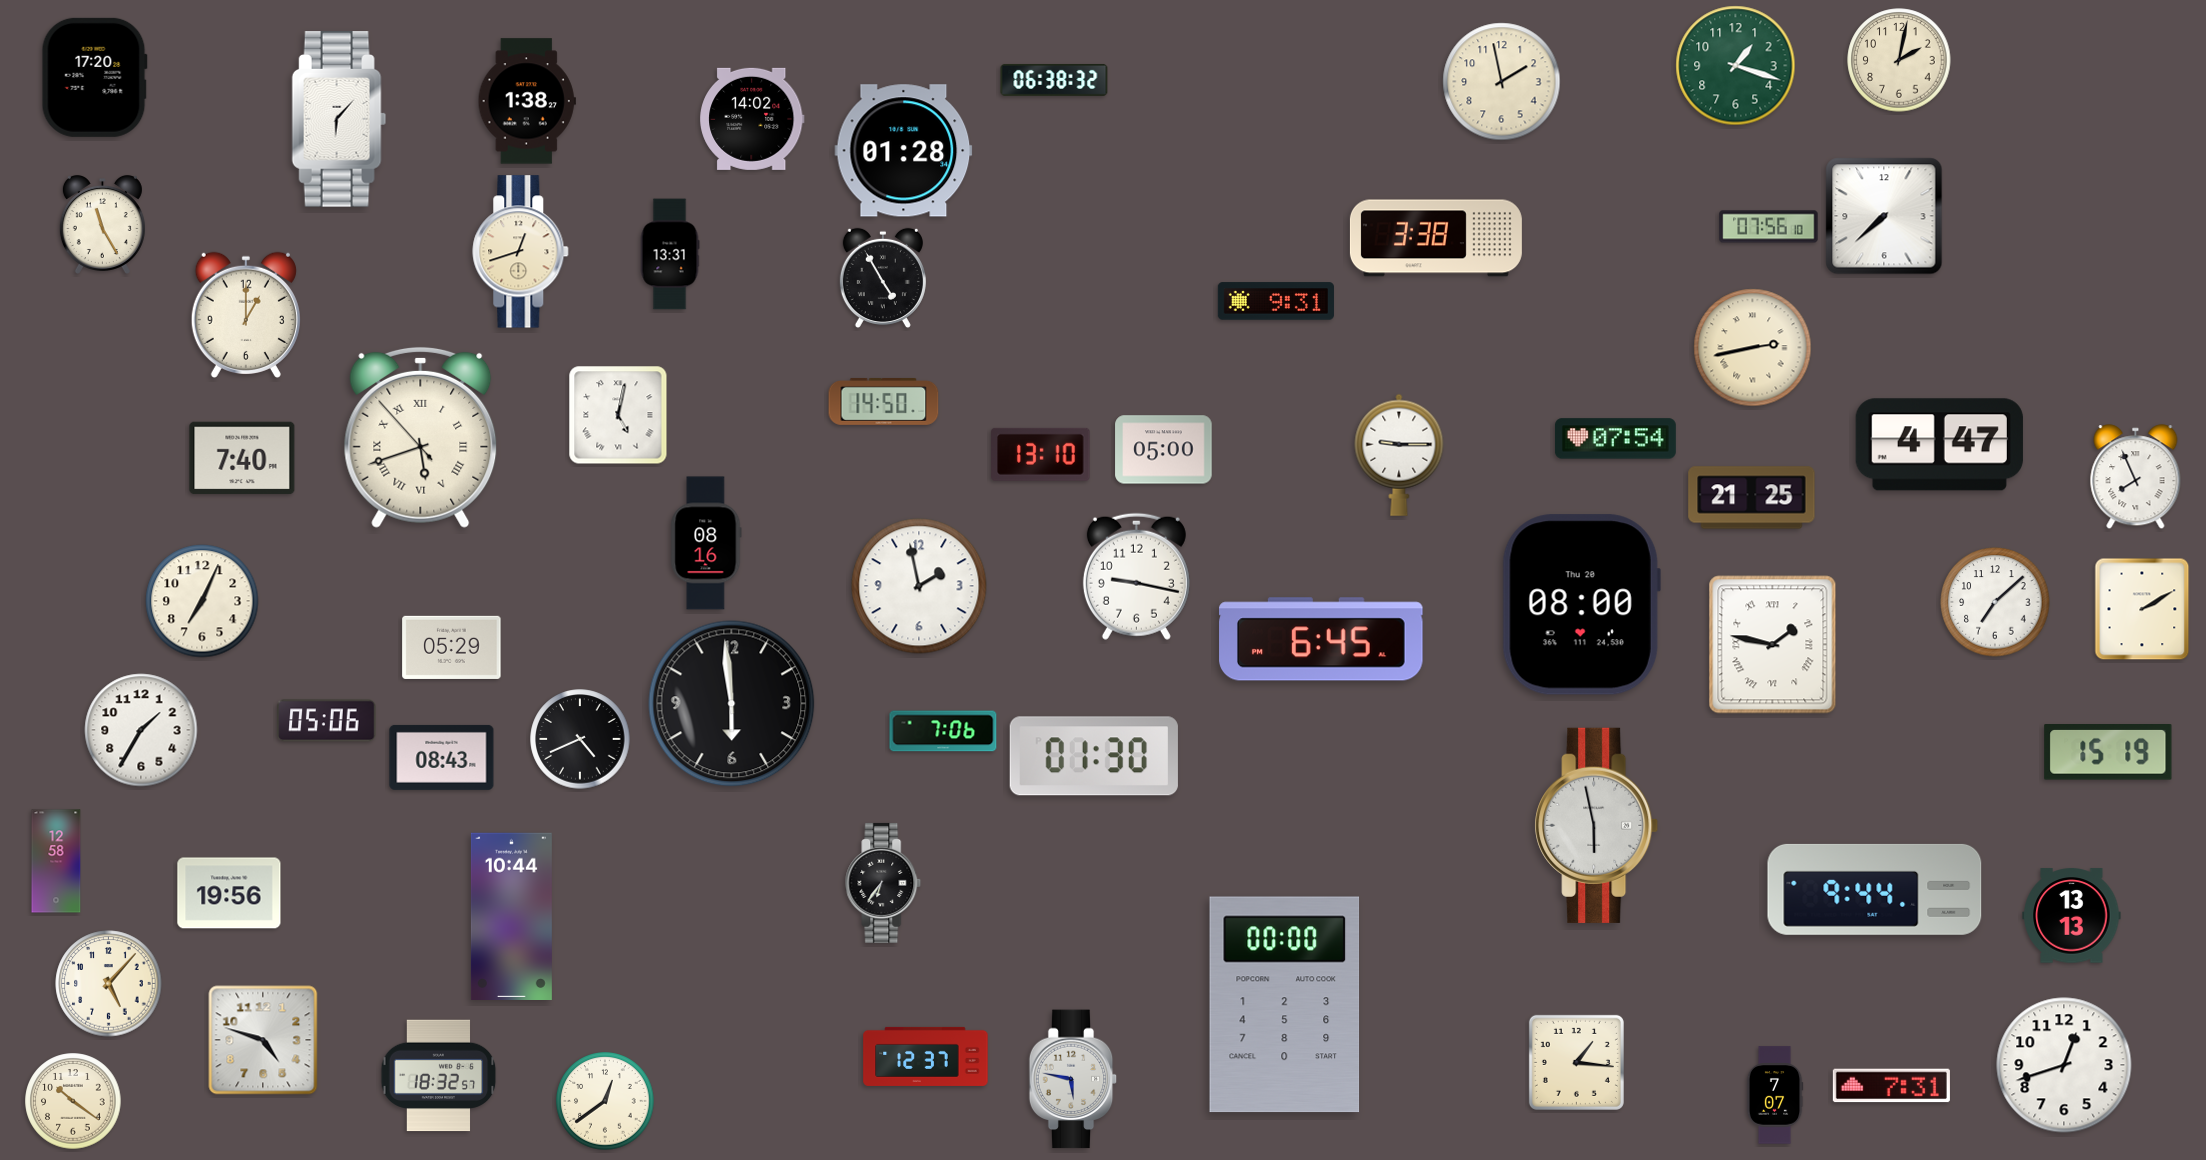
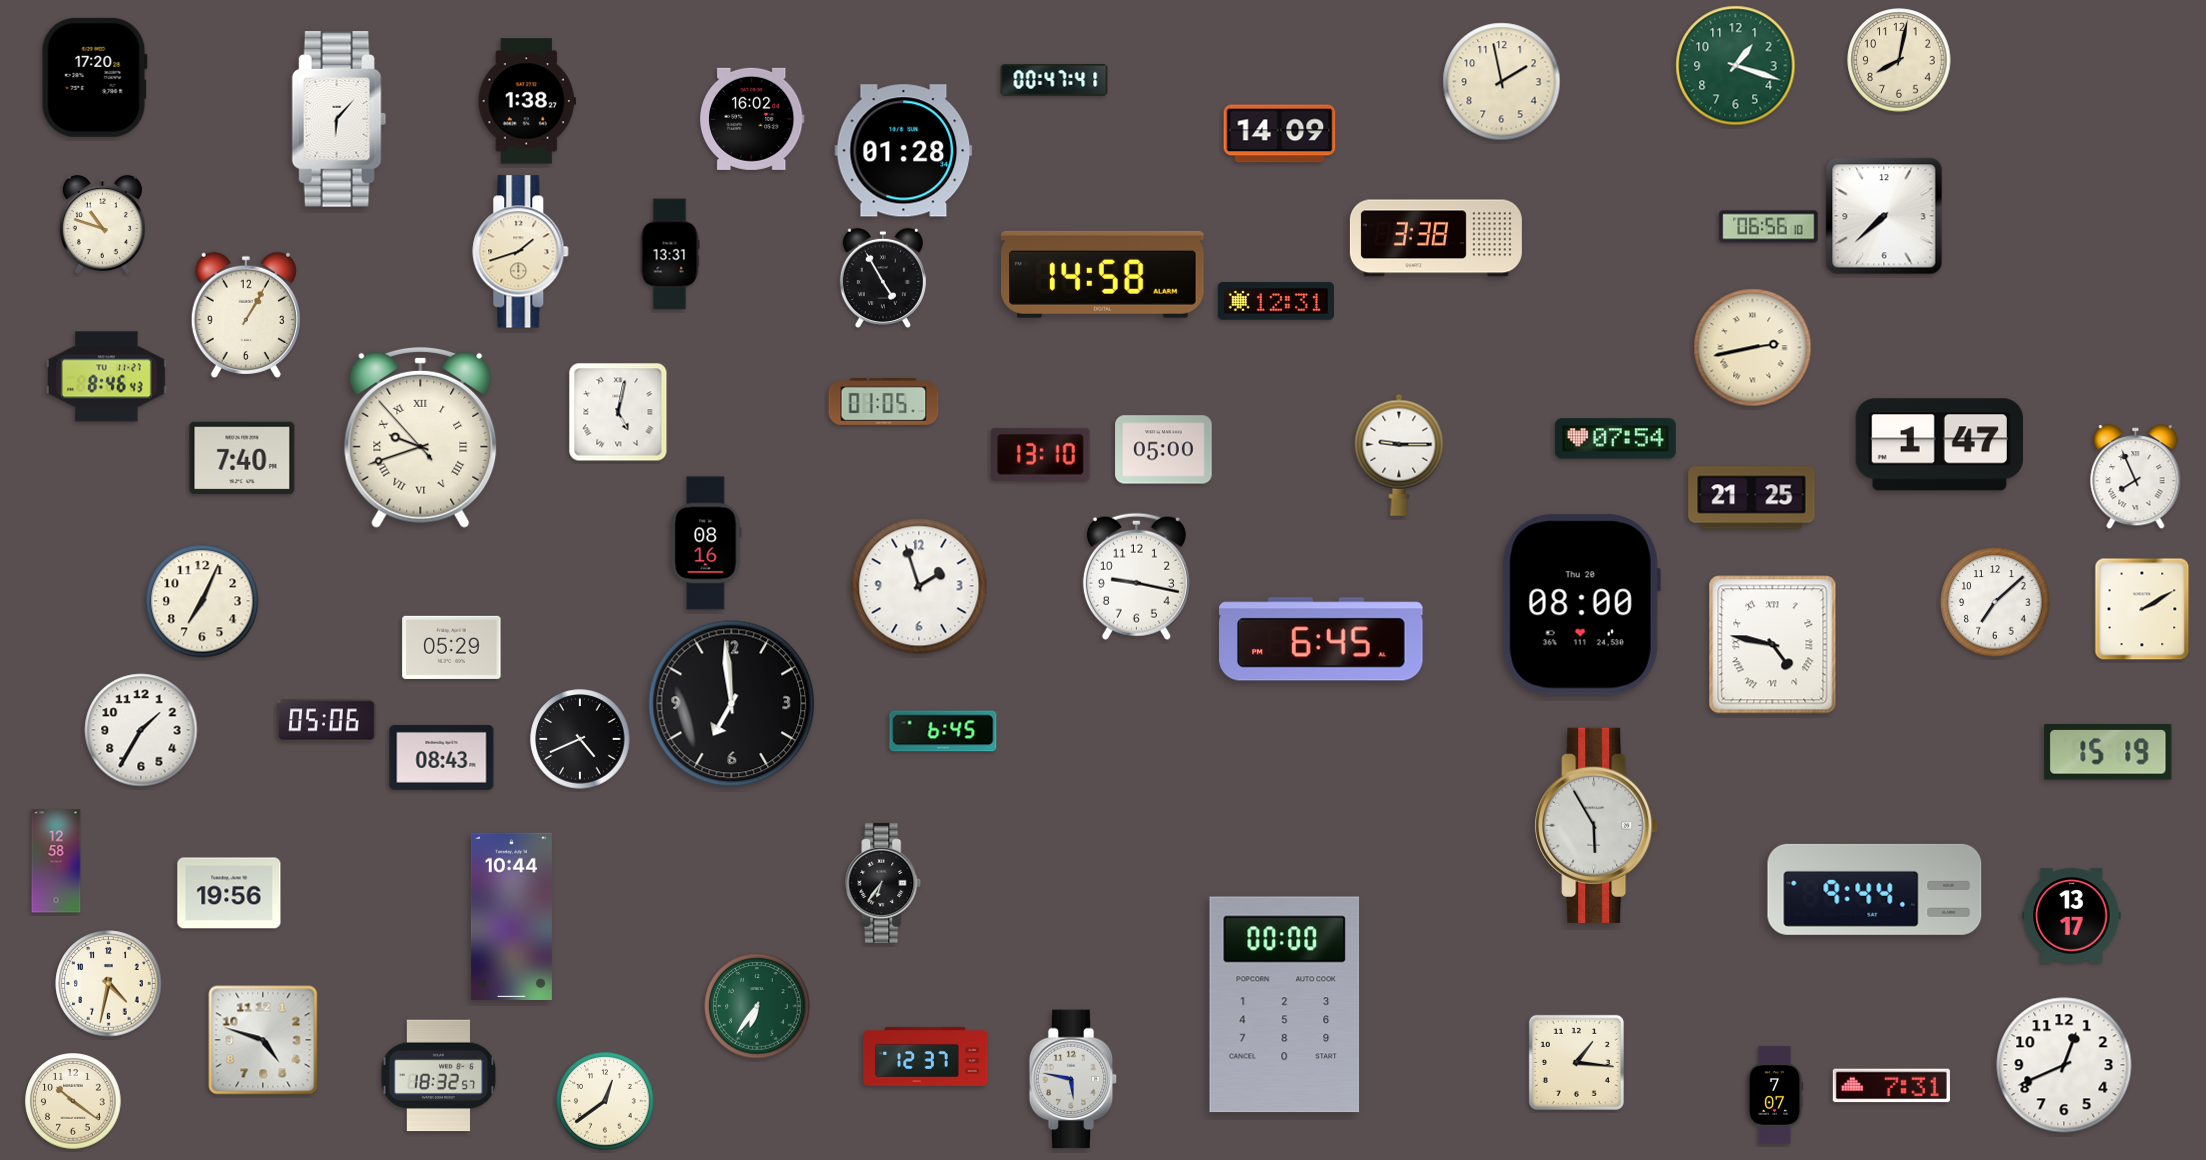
clock at (1899, 60): 2:02 -> 8:02
clock at (1054, 80): 06:38 -> 00:47
clock at (753, 119): 14:02 -> 16:02
clock at (1280, 134): none -> 14:09
clock at (102, 224): 11:25 -> 10:48
clock at (1769, 227): 07:56 -> 06:56
clock at (521, 252): 12:42 -> 1:42
clock at (1103, 274): none -> 14:58
clock at (1276, 301): 9:31 -> 12:31
clock at (246, 314): 1:00 -> 1:05
clock at (106, 377): none -> 8:46
clock at (884, 401): 14:50 -> 01:05
clock at (618, 415) position: (618, 415) -> (618, 412)
clock at (421, 437): 5:41 -> 9:41
clock at (1939, 445): 4:47 -> 1:47
clock at (919, 586): 1:58 -> 1:57
clock at (1773, 645): 1:47 -> 4:47
clock at (732, 704): 5:59 -> 6:59
clock at (943, 731): 7:06 -> 6:45
clock at (1094, 756): 01:30 -> none
clock at (1597, 825): 5:58 -> 5:55
clock at (2072, 916): 13:13 -> 13:17
clock at (109, 984): 5:07 -> 4:32
clock at (757, 1006): none -> 6:36
clock at (2064, 1065): 12:42 -> 12:41
